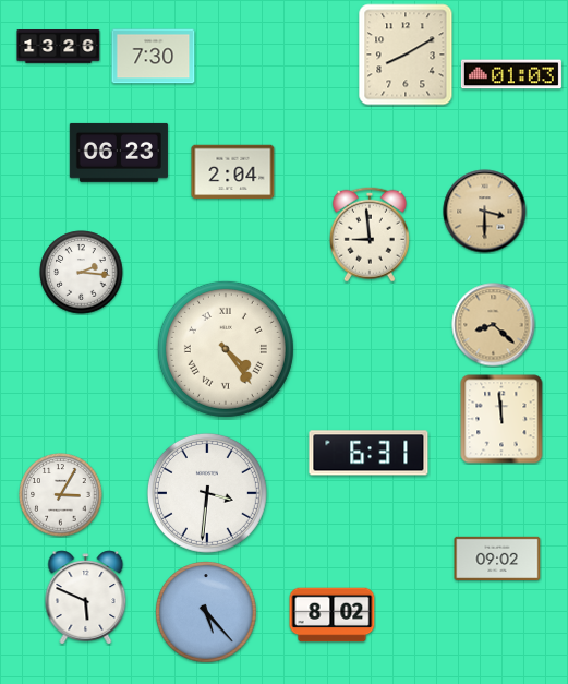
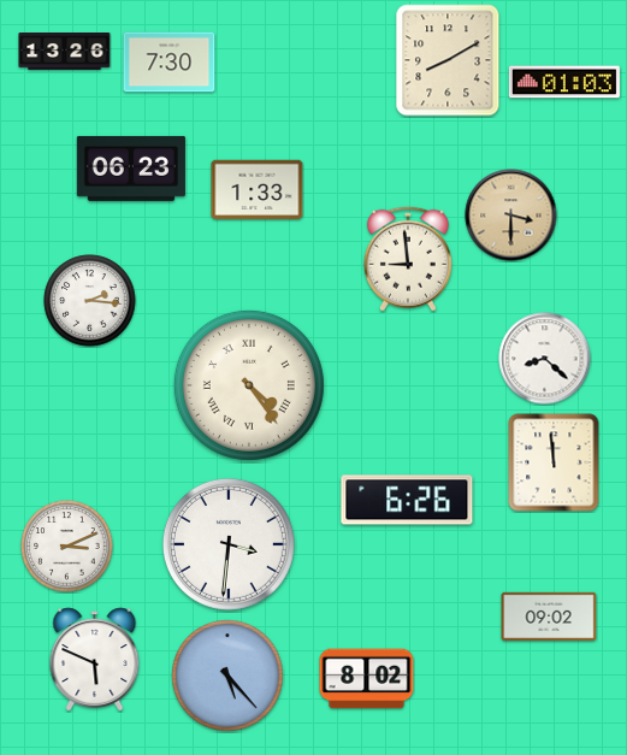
clock at (233, 172): 2:04 -> 1:33
clock at (485, 212) position: (485, 212) -> (511, 216)
clock at (494, 325) dial: champagne -> white
clock at (368, 453): 6:31 -> 6:26
clock at (61, 495): 3:05 -> 3:11
